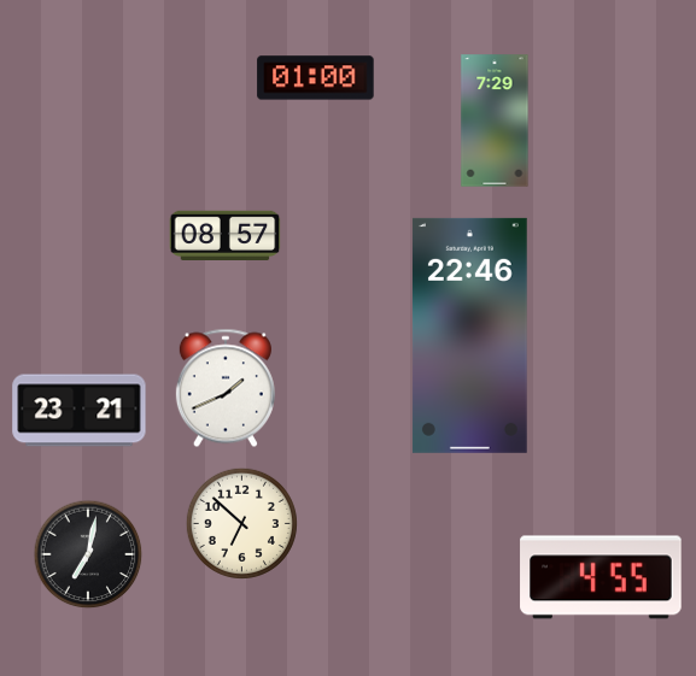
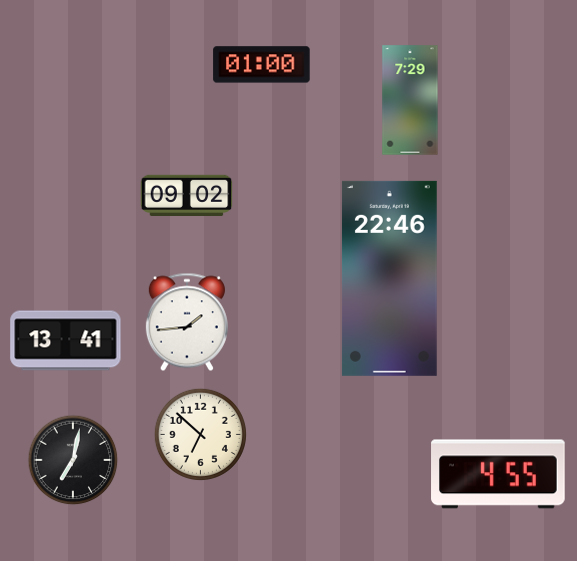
clock at (226, 235): 08:57 -> 09:02
clock at (226, 388): 1:41 -> 1:44
clock at (80, 411): 23:21 -> 13:41
clock at (601, 577) position: (601, 577) -> (498, 474)
